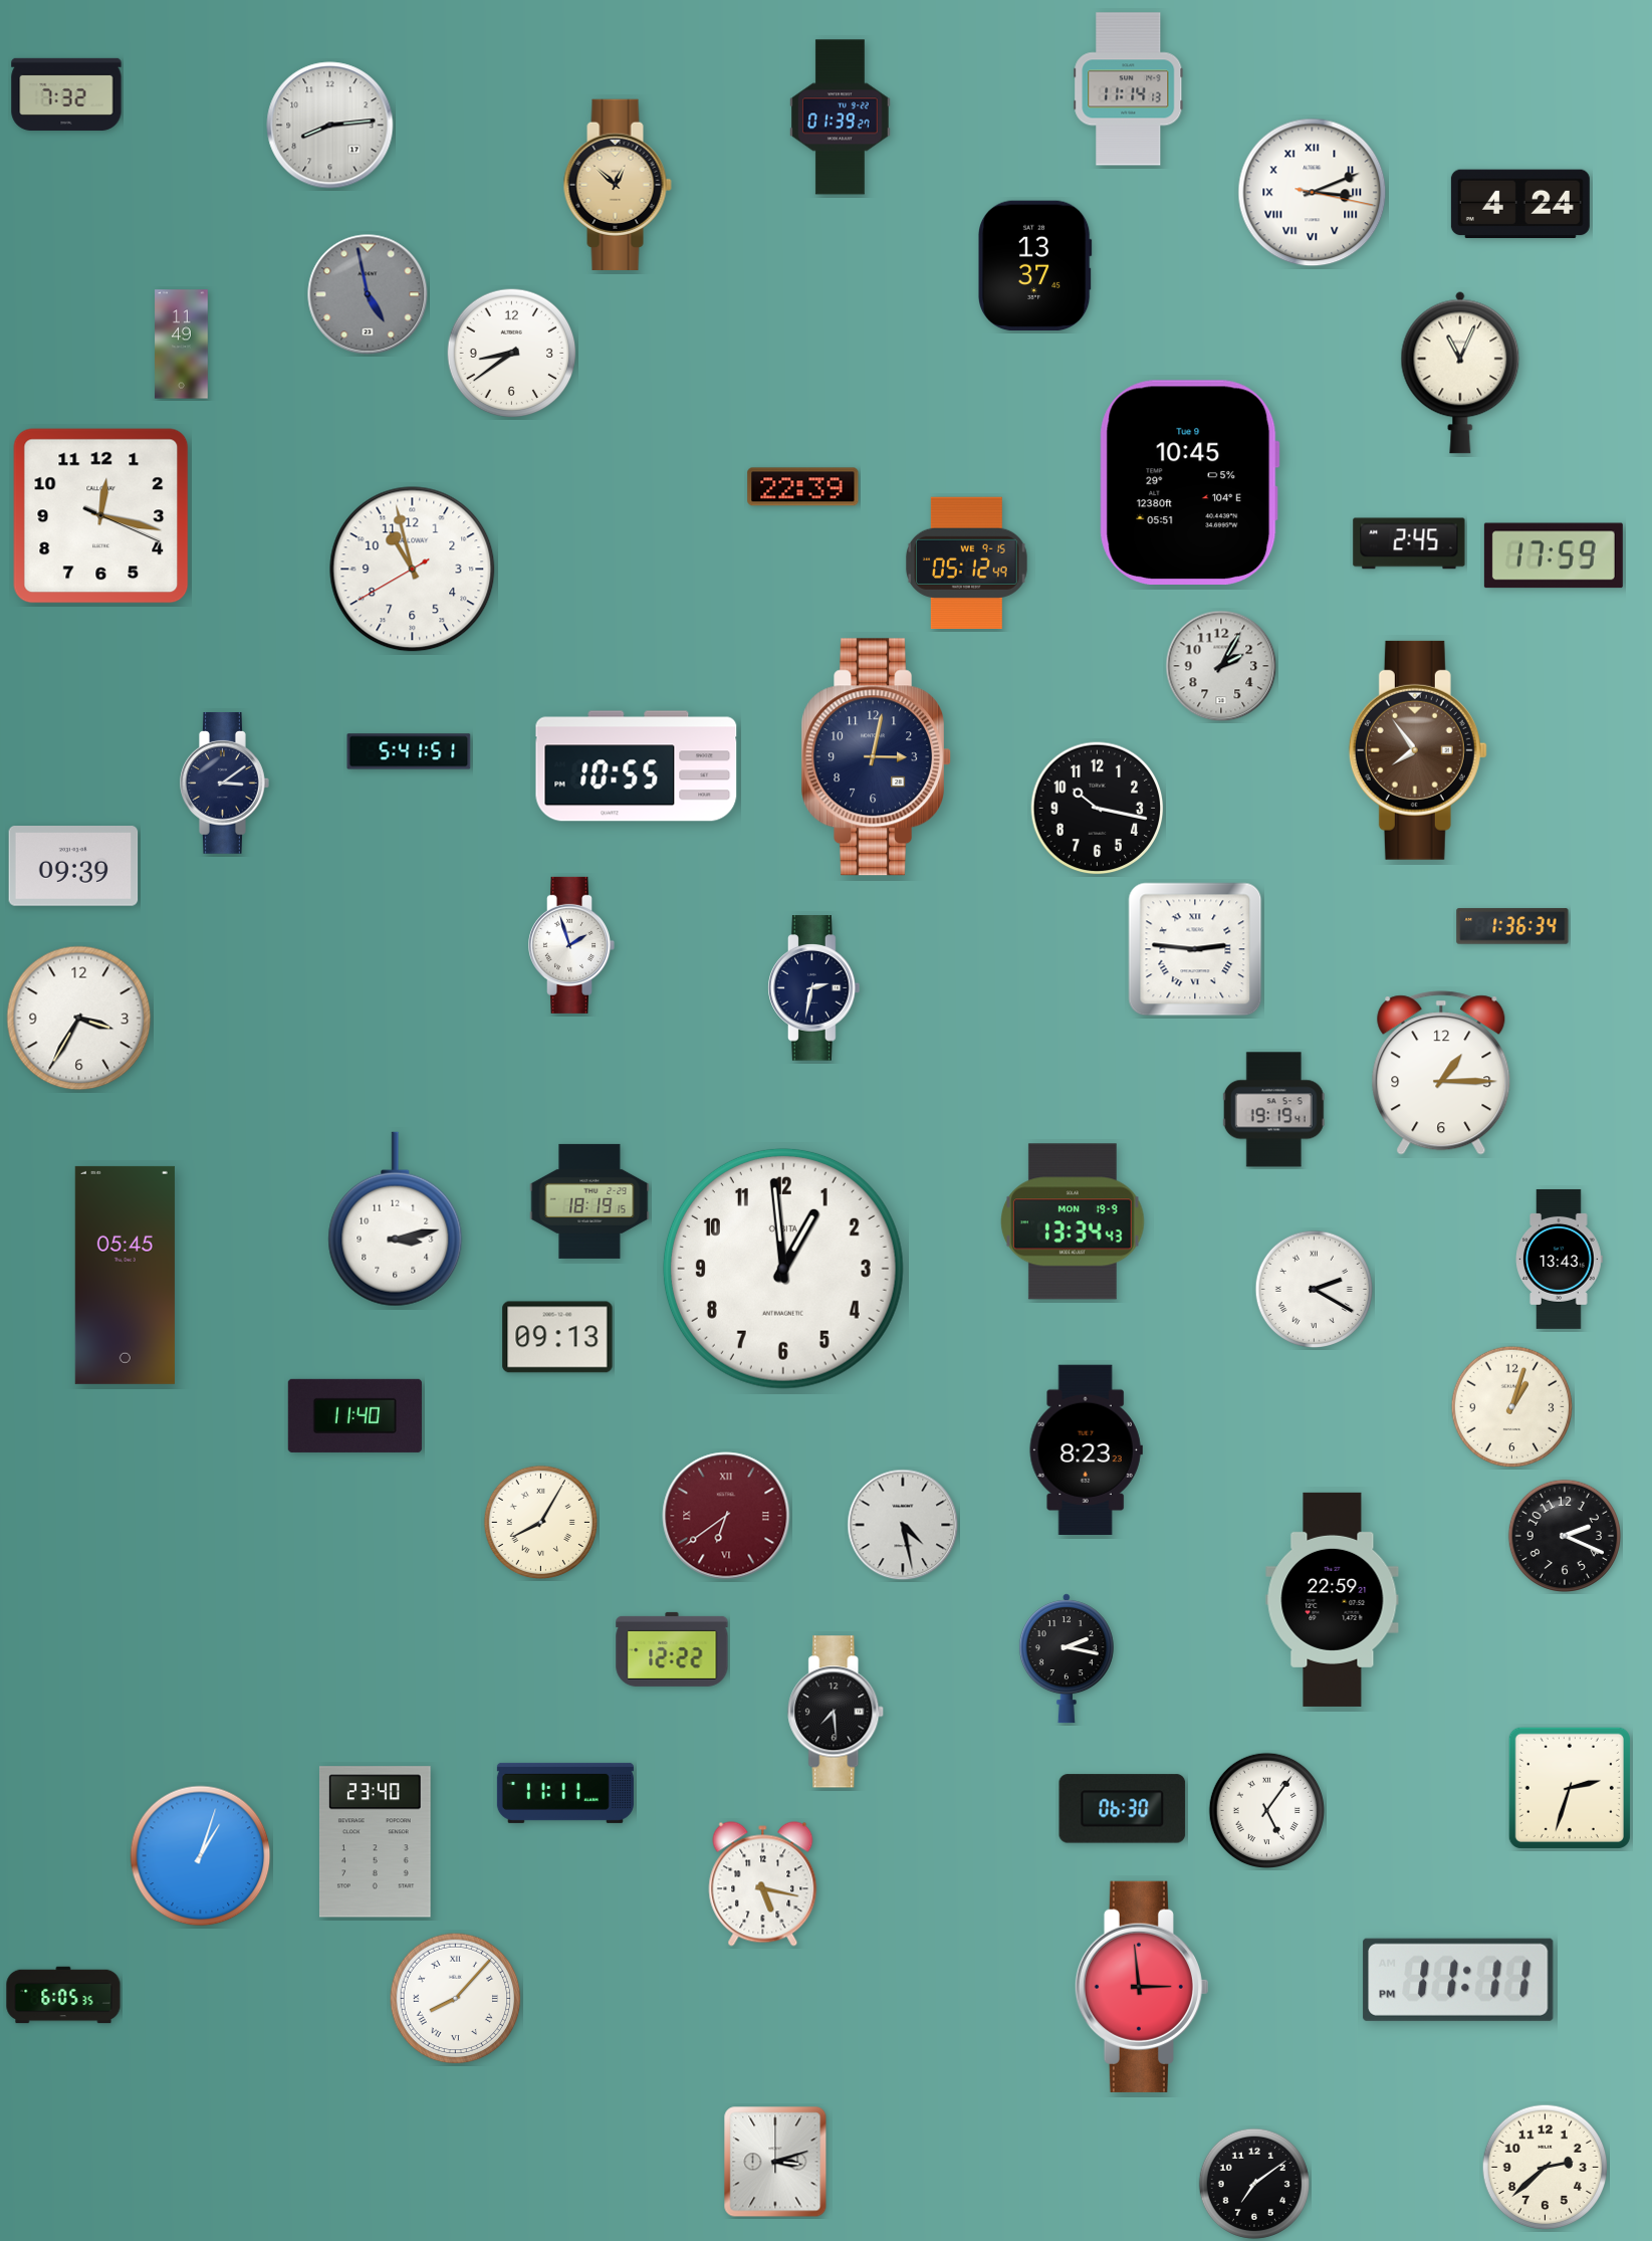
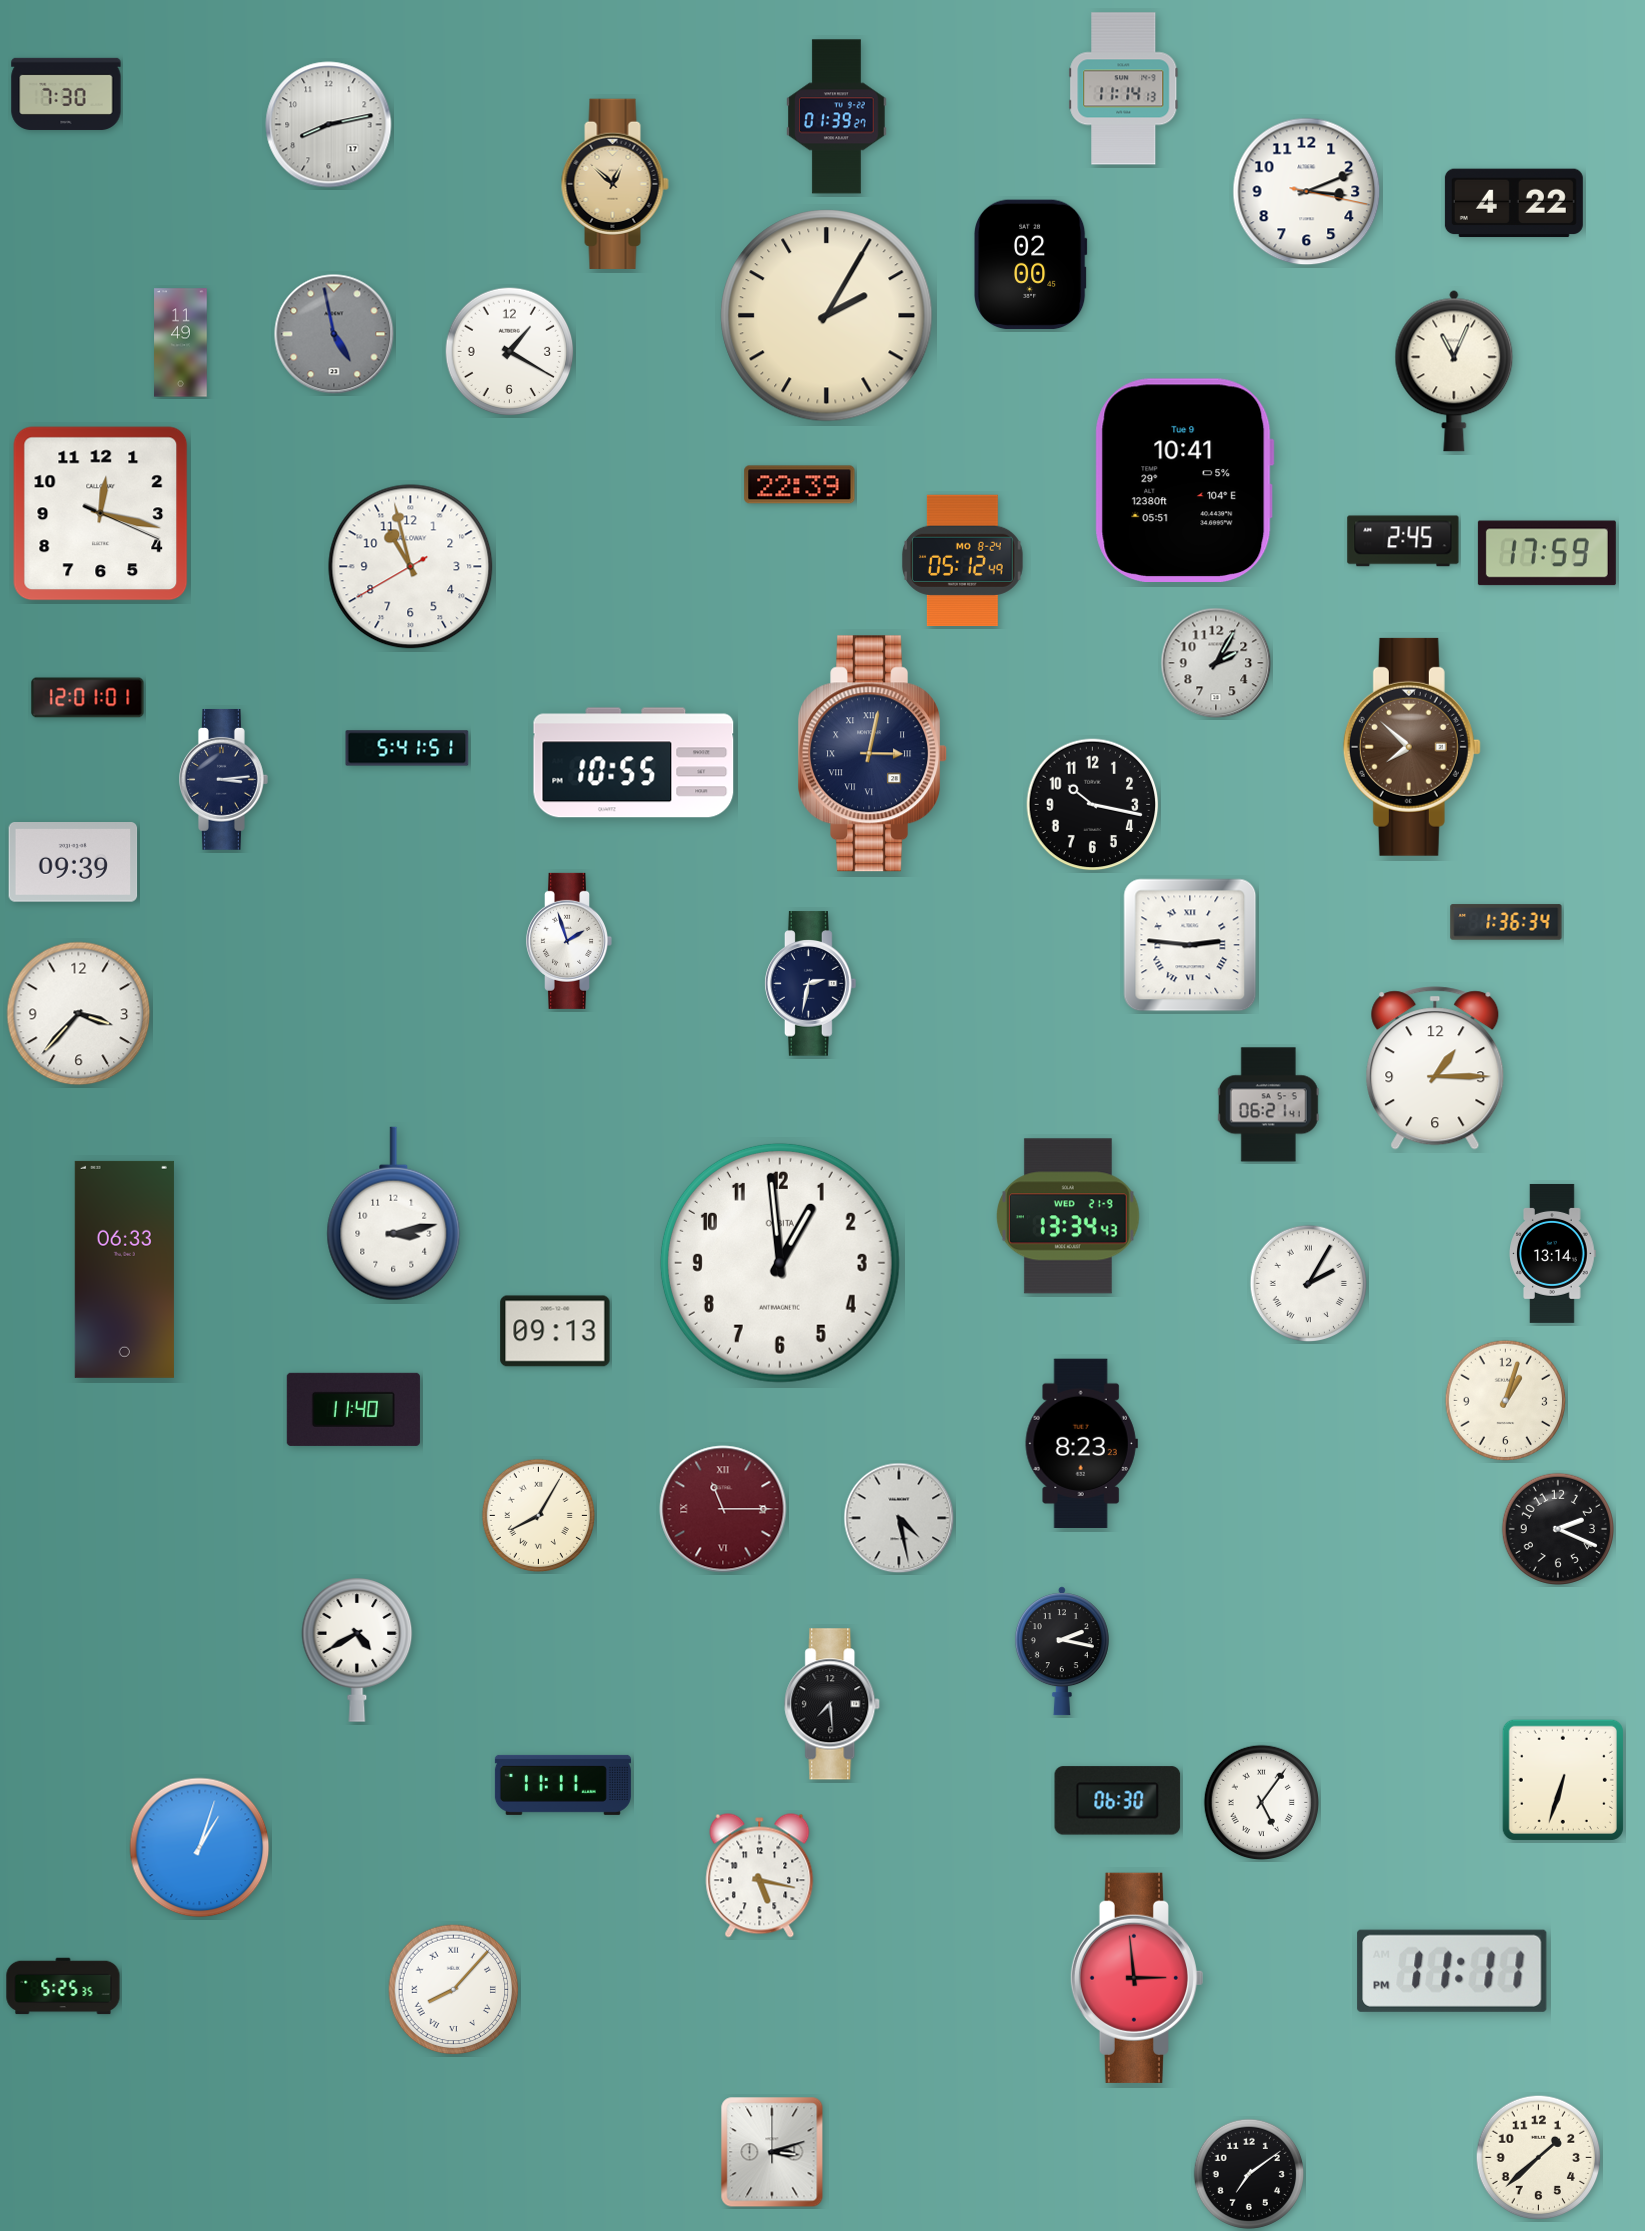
clock at (66, 94): 7:32 -> 7:30
clock at (330, 126): 8:14 -> 8:13
clock at (1313, 193) numerals: Roman -> Arabic
clock at (1520, 204): 4:24 -> 4:22
clock at (1034, 266): 13:37 -> 02:00
clock at (368, 294) position: (368, 294) -> (334, 334)
clock at (827, 316): none -> 2:05
clock at (512, 354): 8:39 -> 1:20
clock at (1189, 482): 10:45 -> 10:41
clock at (966, 563) date: WE 9-15 -> MO 8-24
clock at (88, 698): none -> 12:01
clock at (1418, 750): 7:54 -> 7:52
clock at (876, 757) numerals: Arabic -> Roman
clock at (225, 782): 3:09 -> 3:14
clock at (79, 1019): 3:35 -> 3:37
clock at (1273, 1110): 19:19 -> 06:21
clock at (589, 1201): 18:19 -> none
clock at (1073, 1221) date: MON 19-9 -> WED 21-9
clock at (1560, 1259): 13:43 -> 13:14
clock at (125, 1275): 05:45 -> 06:33
clock at (1314, 1289): 2:20 -> 2:05
clock at (726, 1516): 6:39 -> 11:15
clock at (1333, 1599): 22:59 -> none
clock at (672, 1649): 12:22 -> none
clock at (357, 1650): none -> 4:40
clock at (1570, 1788): 2:33 -> 6:33
clock at (375, 1842): 23:40 -> none
clock at (63, 1995): 6:05 -> 5:25
clock at (1546, 2168): 2:38 -> 1:38
